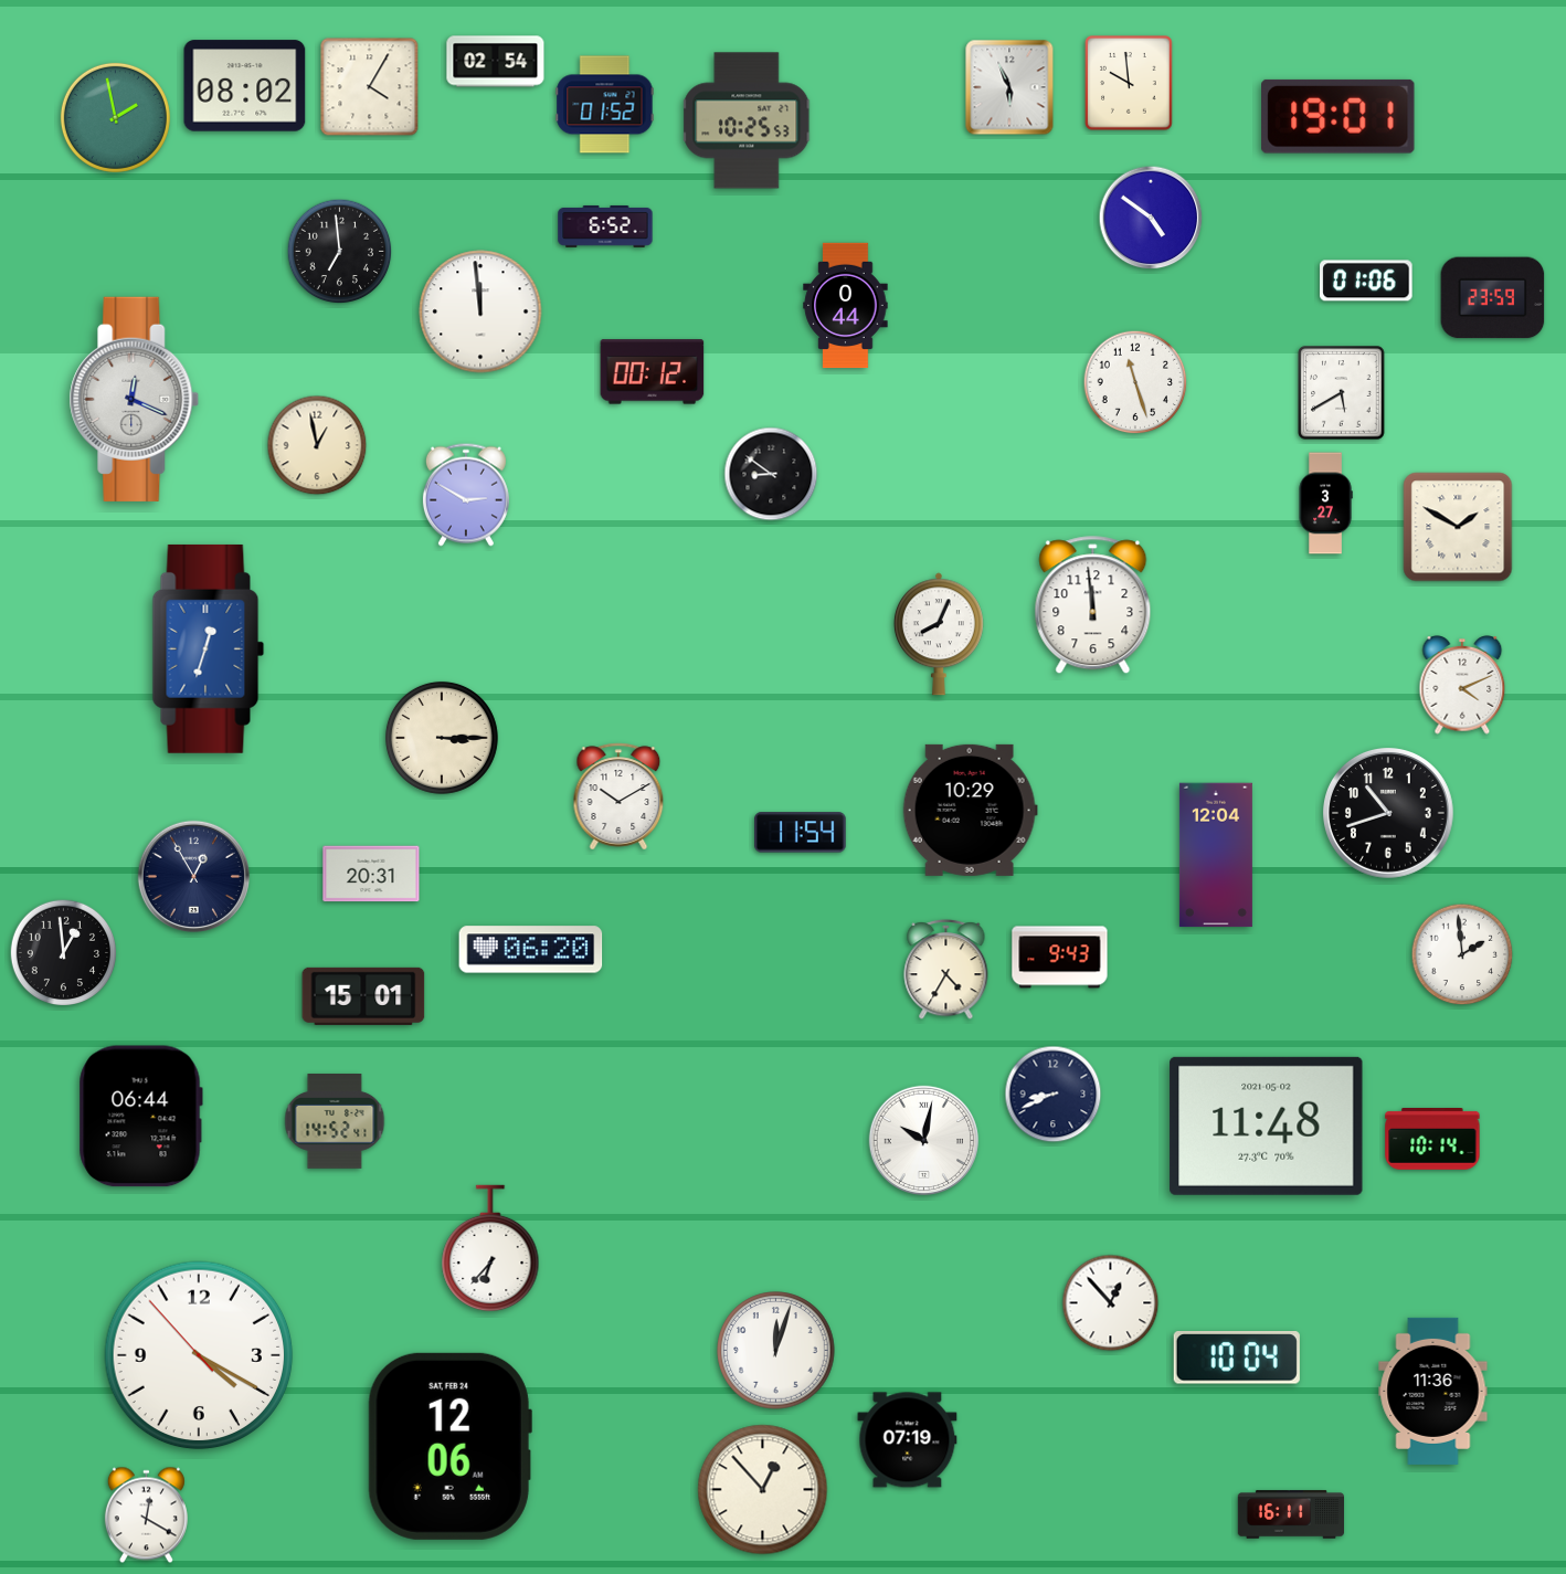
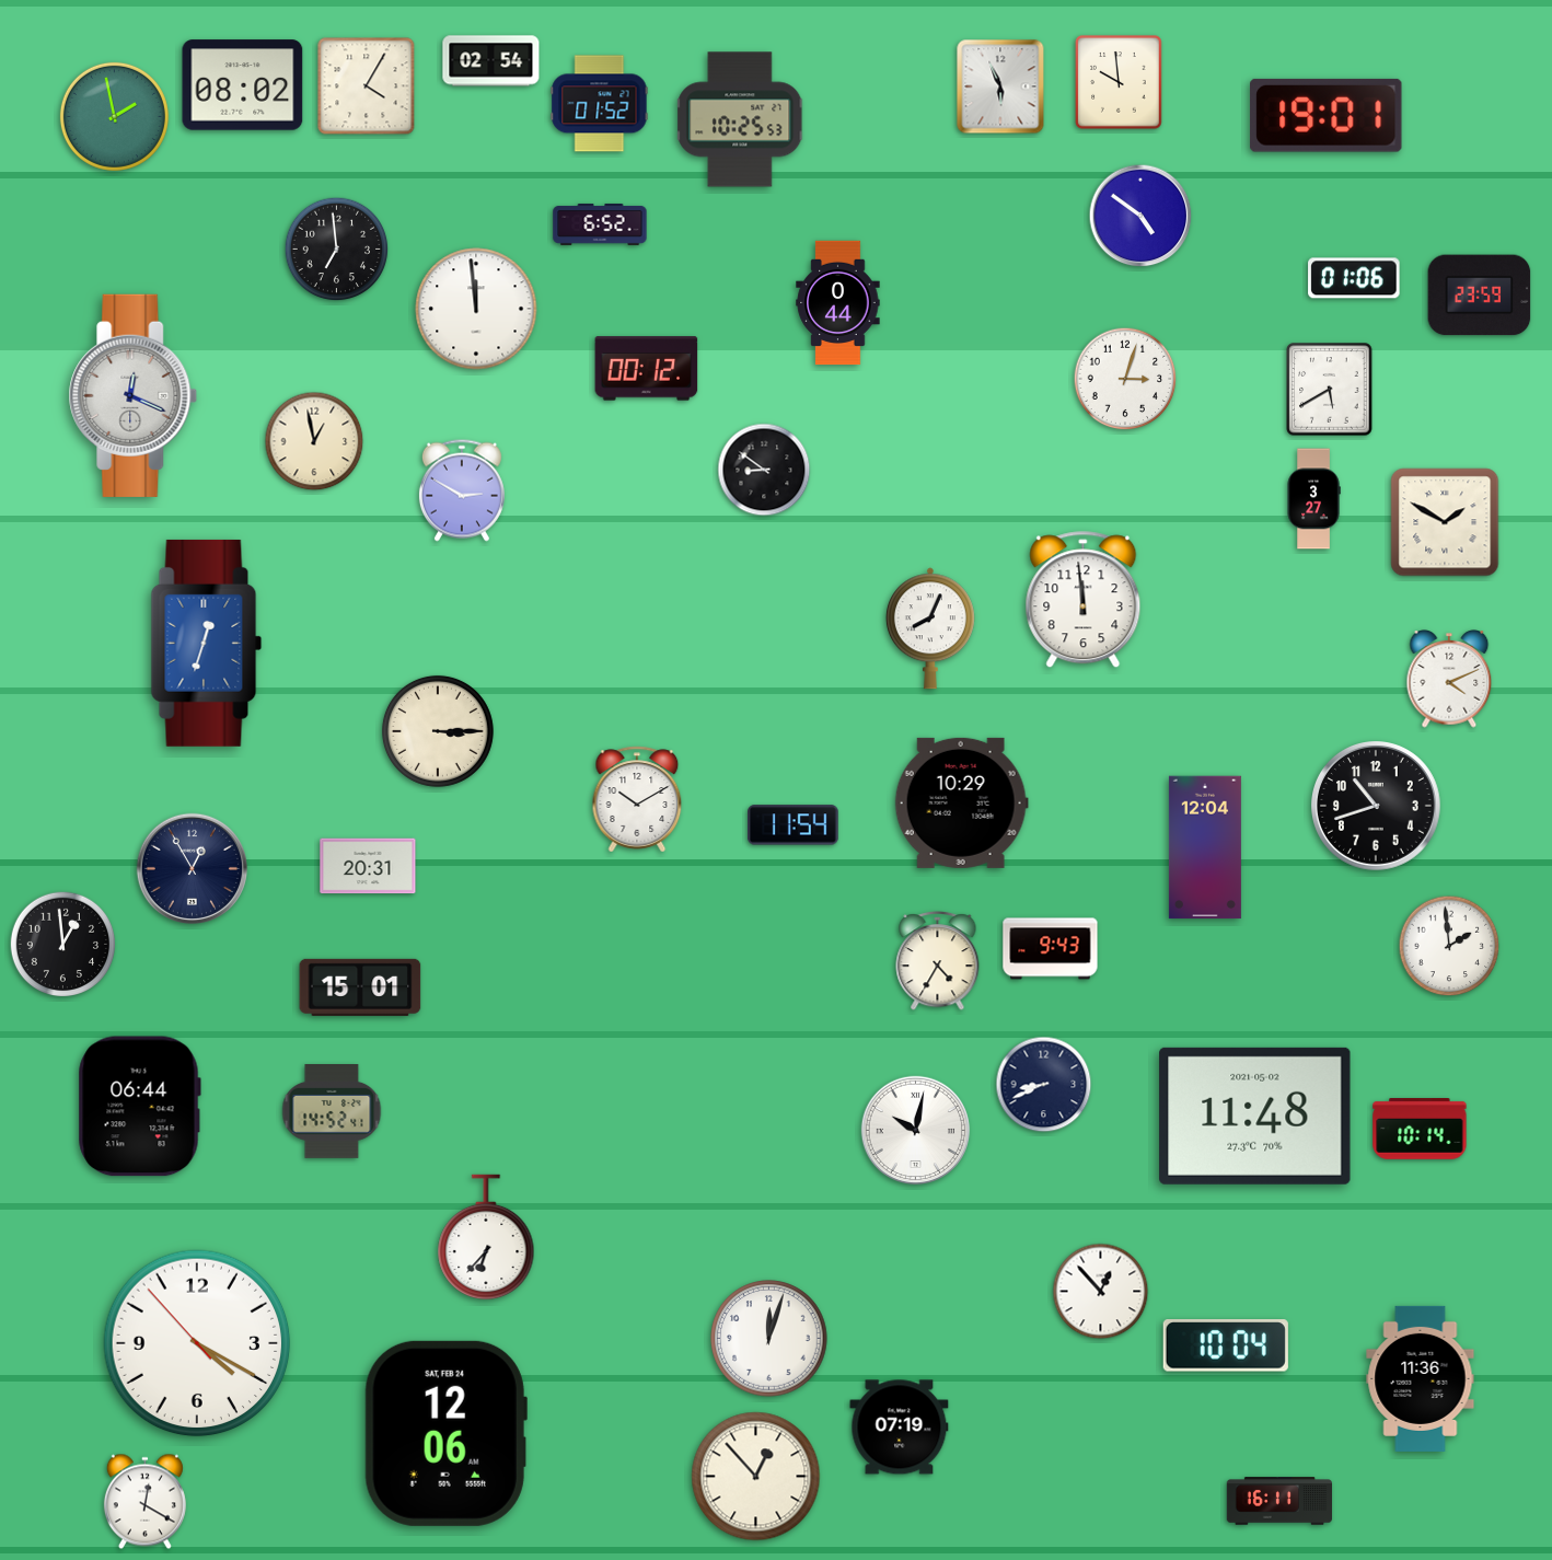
clock at (1135, 382): 11:27 -> 3:03
clock at (618, 796) position: (618, 796) -> (637, 799)
clock at (531, 950): 06:20 -> none
